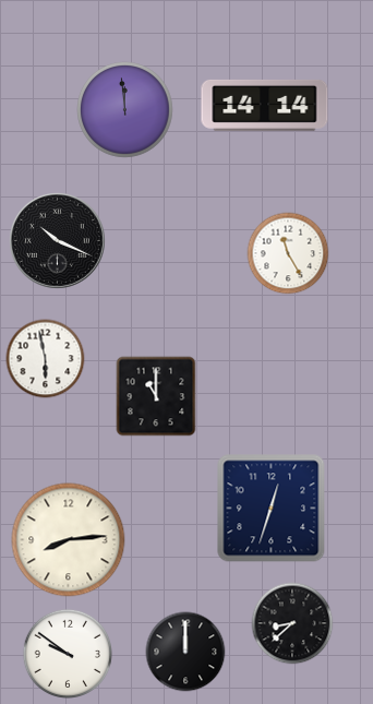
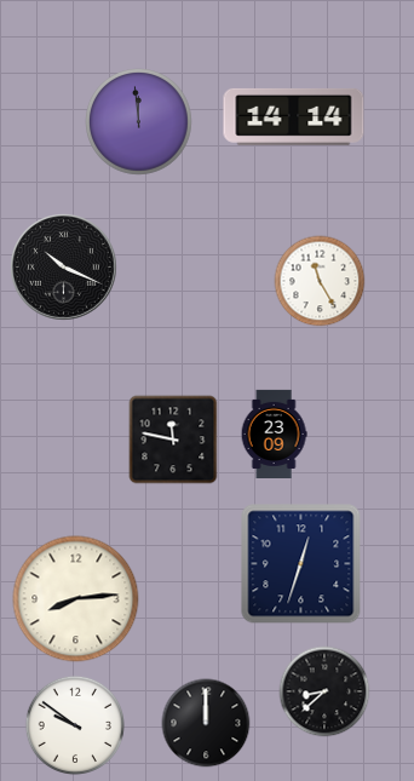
clock at (46, 359): 5:58 -> none
clock at (274, 433): none -> 23:09
clock at (156, 396): 11:00 -> 11:47
